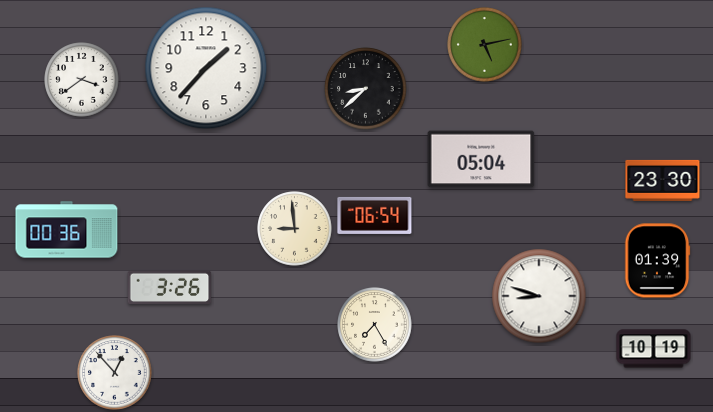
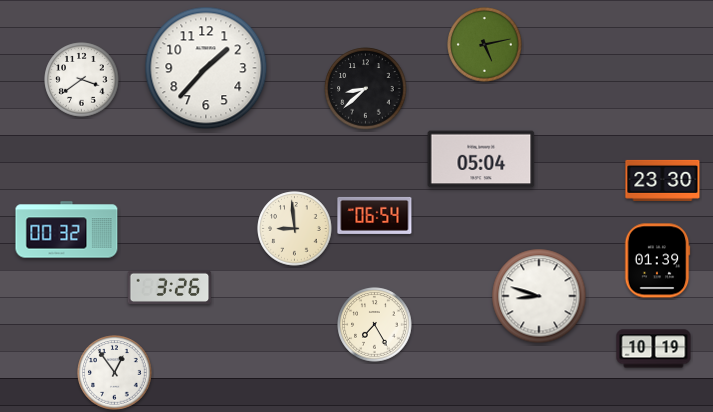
clock at (67, 230): 00:36 -> 00:32
clock at (115, 373): 12:53 -> 12:54
